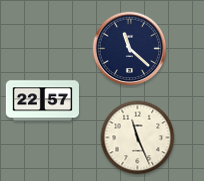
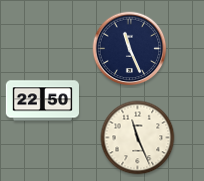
clock at (130, 49): 11:22 -> 11:26
clock at (42, 101): 22:57 -> 22:50
